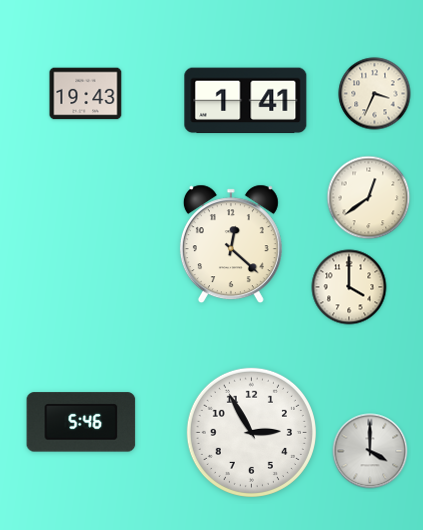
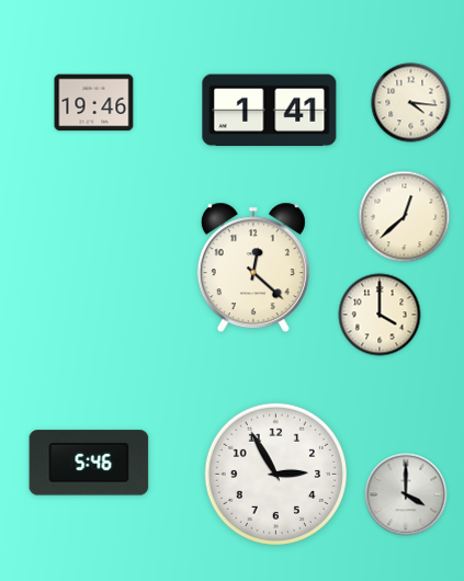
clock at (86, 94): 19:43 -> 19:46
clock at (375, 94): 3:34 -> 4:16
clock at (369, 198): 12:39 -> 12:38
clock at (349, 287) position: (349, 287) -> (380, 315)
